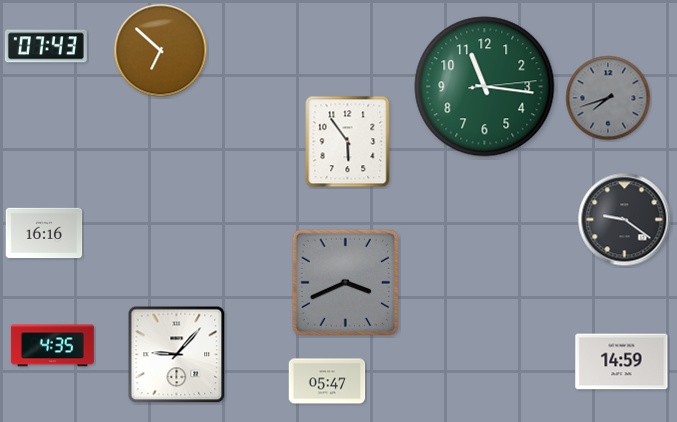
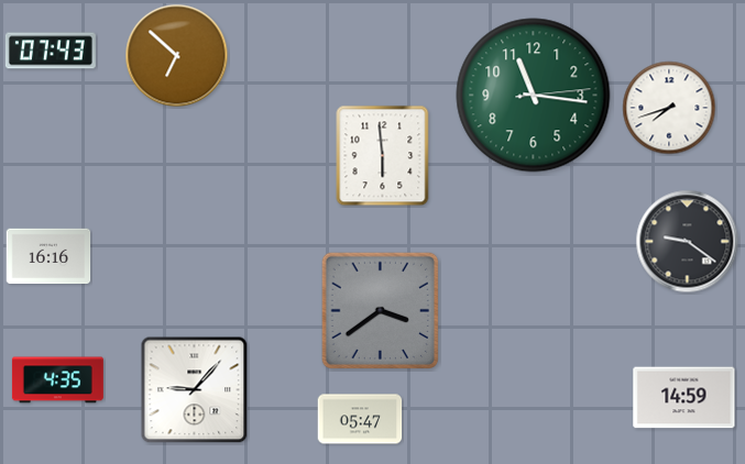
clock at (608, 98) dial: grey -> white
clock at (348, 142): 5:54 -> 5:59
clock at (346, 283): 3:41 -> 3:39
